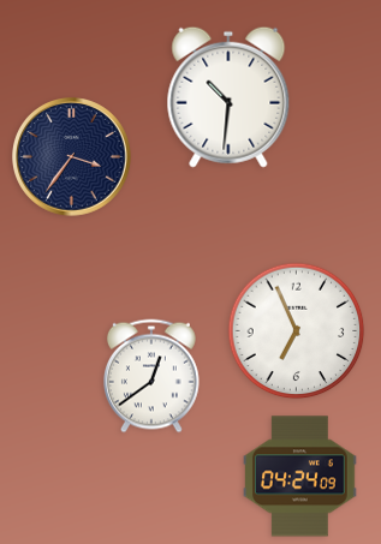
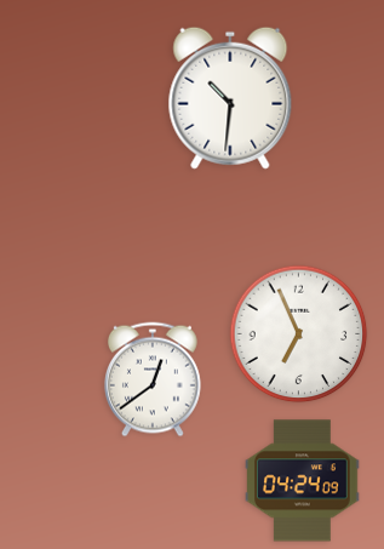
clock at (72, 157): 3:36 -> none
